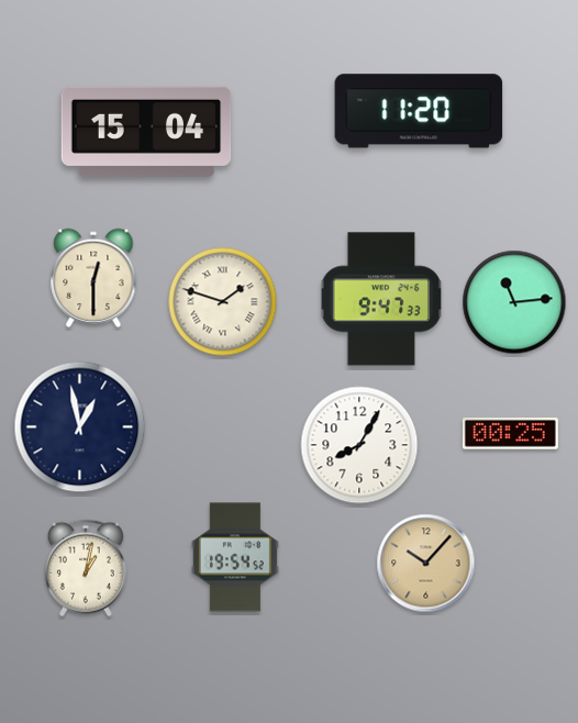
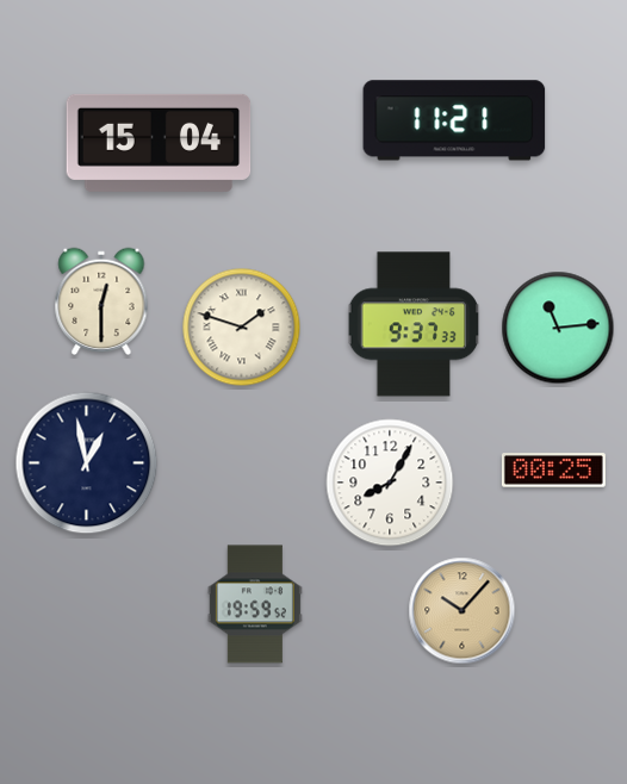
clock at (419, 111): 11:20 -> 11:21
clock at (381, 299): 9:47 -> 9:37
clock at (235, 557): 19:54 -> 19:59
clock at (86, 568): 1:02 -> none
